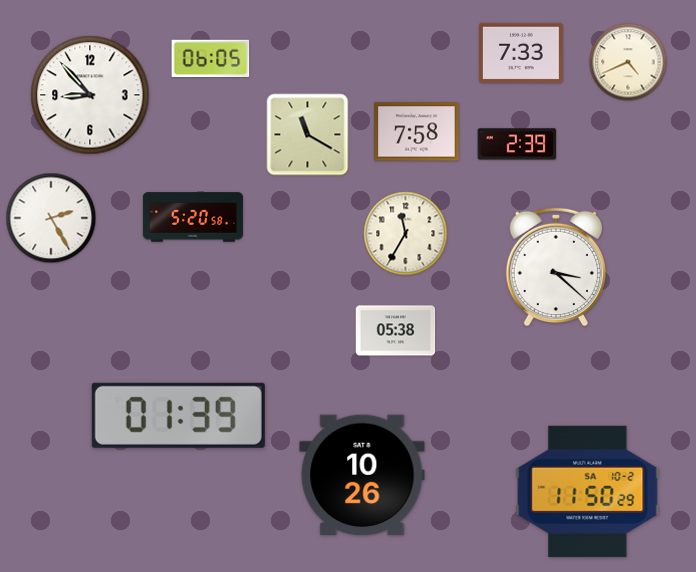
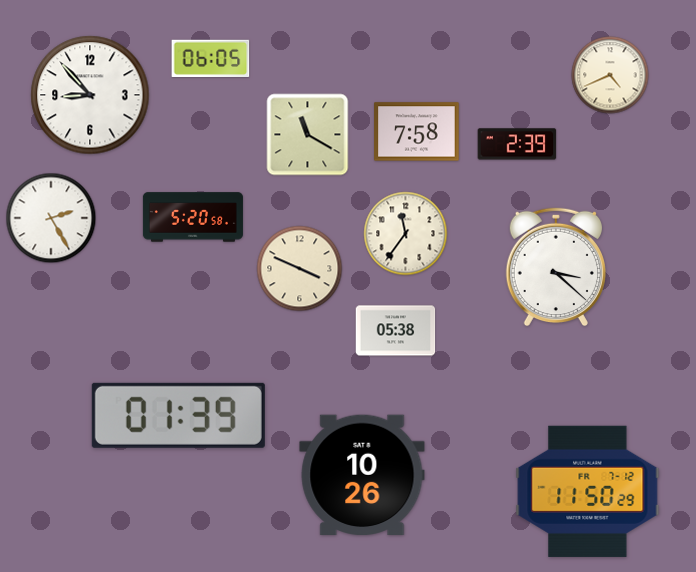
clock at (521, 53): 7:33 -> none
clock at (628, 62) position: (628, 62) -> (610, 75)
clock at (406, 234): 11:35 -> 11:36
clock at (300, 269): none -> 3:49
clock at (588, 491) date: SA 10-2 -> FR 7-12
